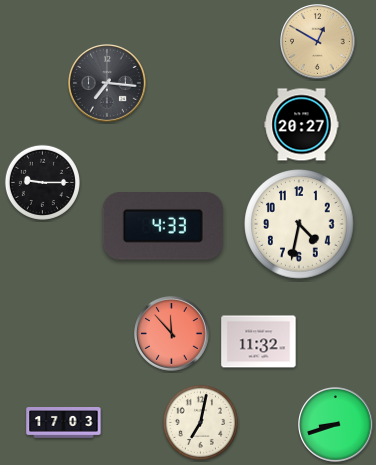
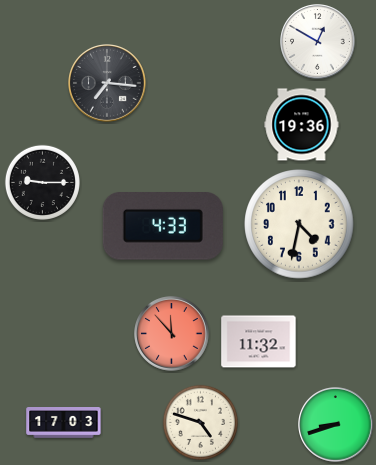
clock at (318, 42) dial: champagne -> white
clock at (302, 125): 20:27 -> 19:36
clock at (200, 422): 7:02 -> 4:48
